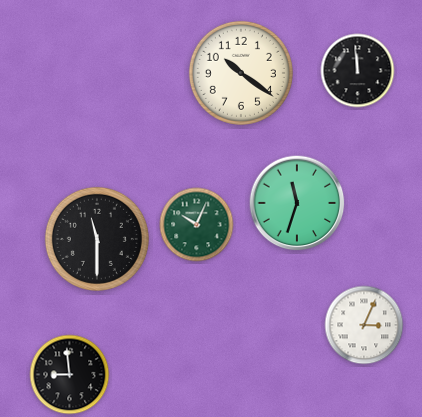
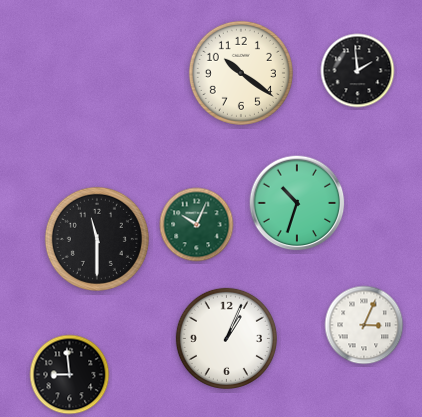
clock at (358, 71): 11:59 -> 1:59
clock at (297, 203): 11:33 -> 10:33
clock at (226, 338): none -> 1:04
